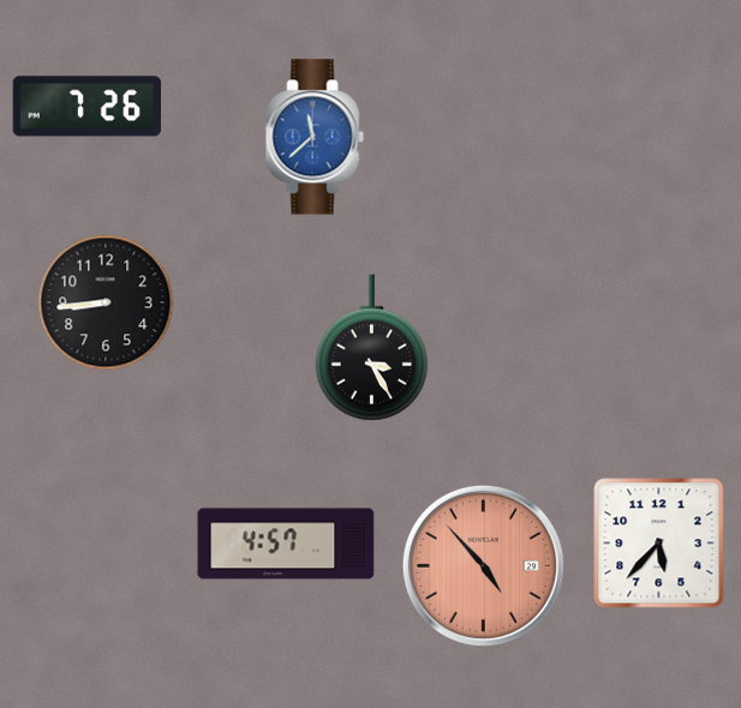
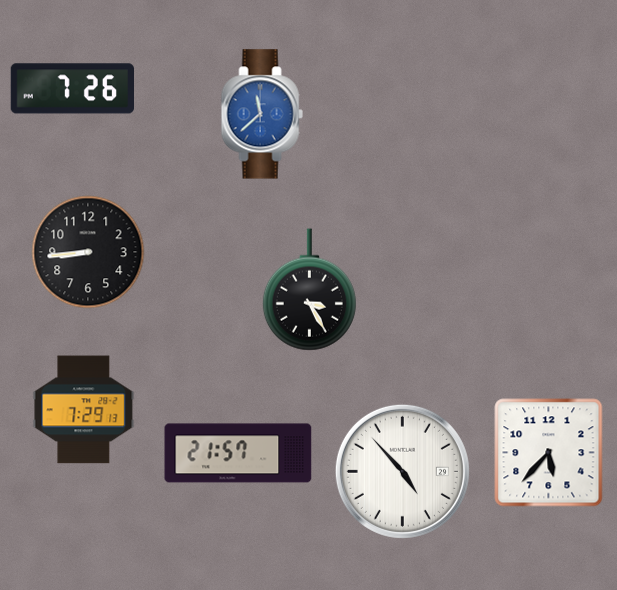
clock at (84, 410): none -> 7:29
clock at (286, 544): 4:57 -> 21:57
clock at (483, 565) dial: salmon -> white
